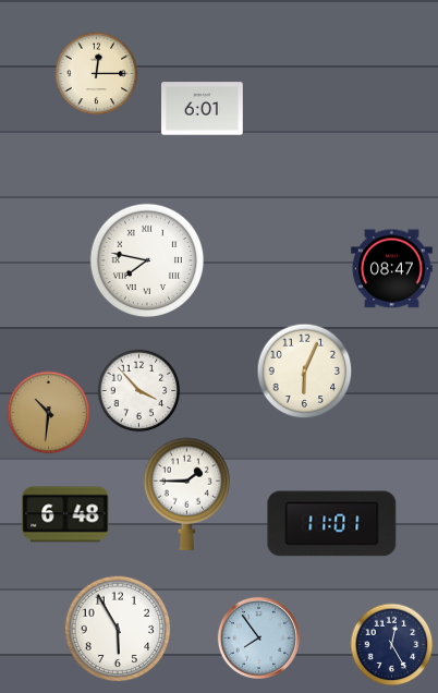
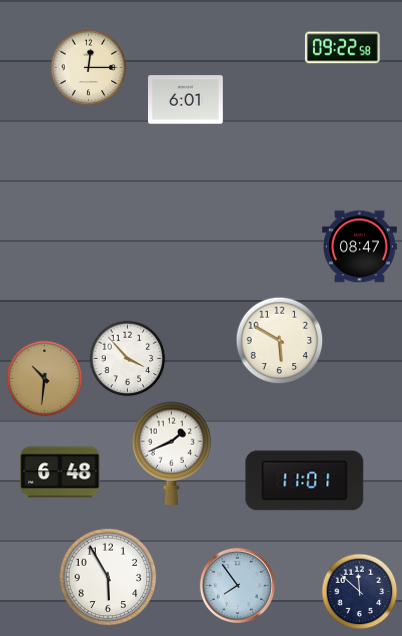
clock at (342, 48): none -> 09:22
clock at (147, 260): 7:47 -> none
clock at (305, 372): 6:04 -> 5:50
clock at (186, 494): 1:45 -> 1:41
clock at (392, 645): 12:25 -> 11:52
